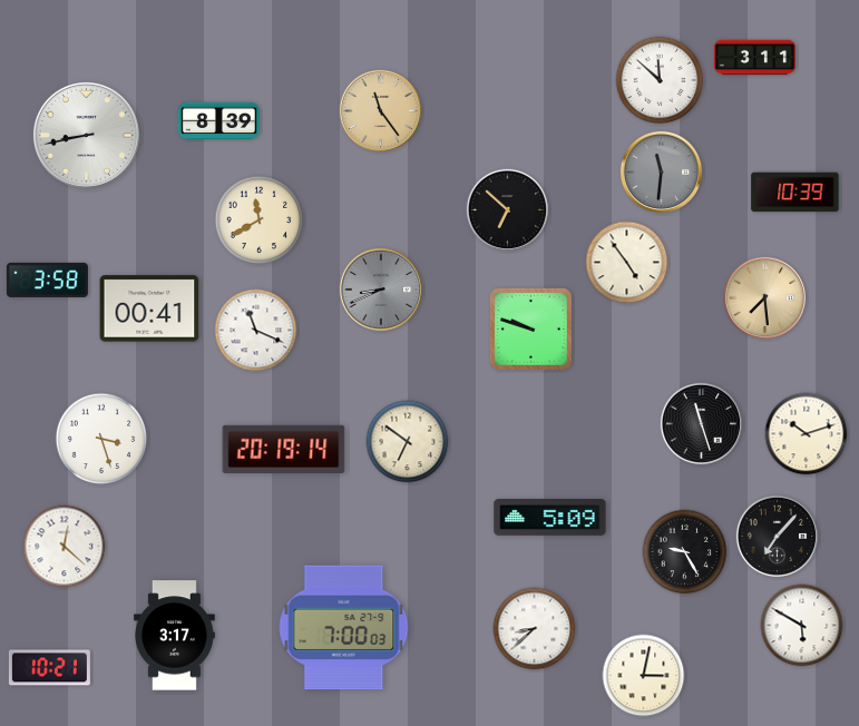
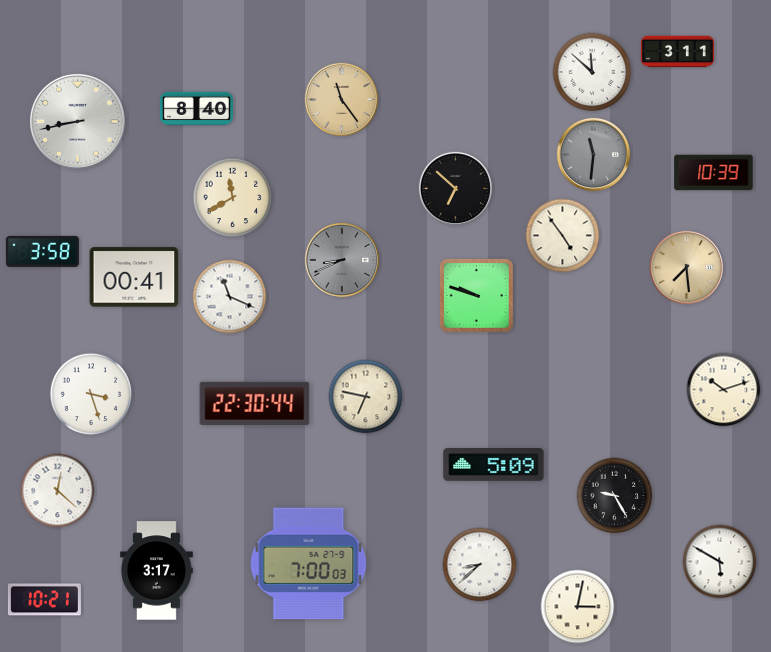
clock at (218, 121): 8:39 -> 8:40
clock at (702, 424): 11:27 -> none
clock at (408, 442): 6:51 -> 6:47
clock at (284, 449): 20:19 -> 22:30
clock at (778, 537): 7:07 -> none
